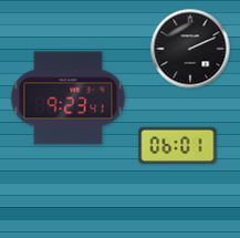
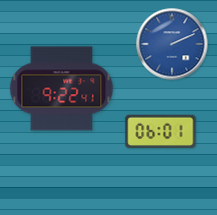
clock at (190, 49) dial: black -> blue
clock at (69, 99): 9:23 -> 9:22
